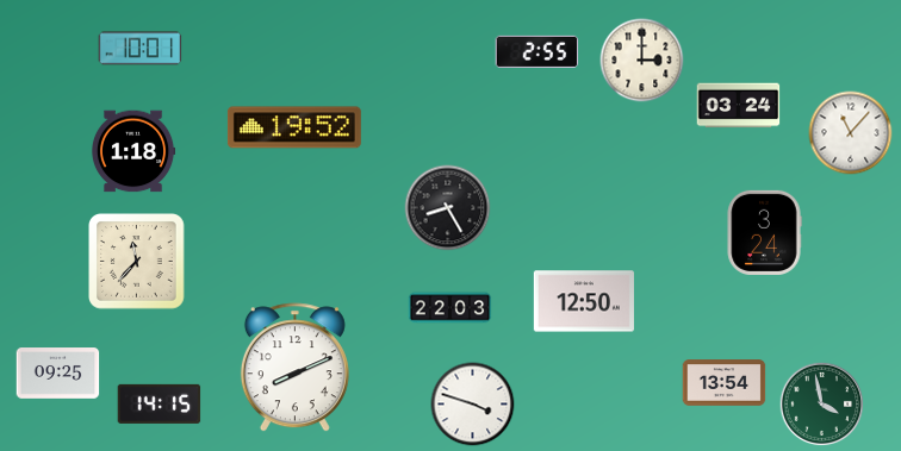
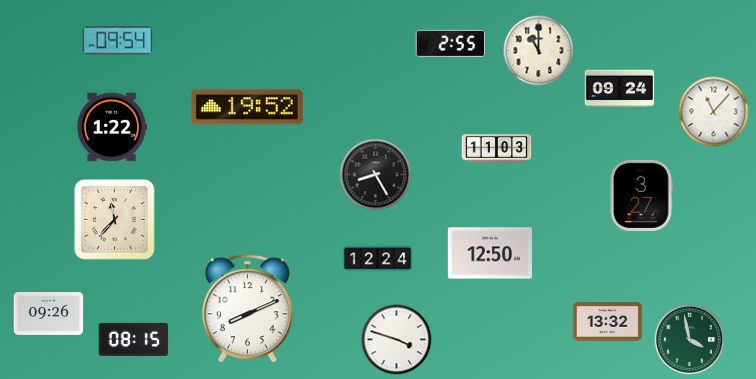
clock at (141, 49): 10:01 -> 09:54
clock at (642, 61): 3:00 -> 11:00
clock at (739, 106): 03:24 -> 09:24
clock at (133, 151): 1:18 -> 1:22
clock at (497, 149): none -> 11:03
clock at (764, 232): 3:24 -> 3:27
clock at (450, 308): 22:03 -> 12:24
clock at (58, 374): 09:25 -> 09:26
clock at (725, 383): 13:54 -> 13:32
clock at (160, 403): 14:15 -> 08:15
